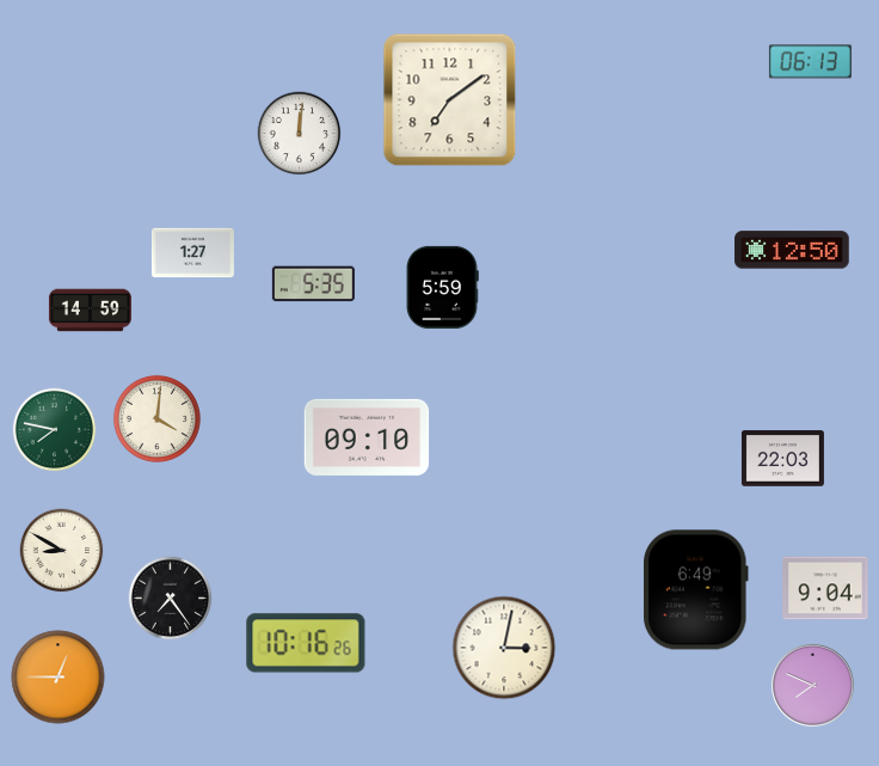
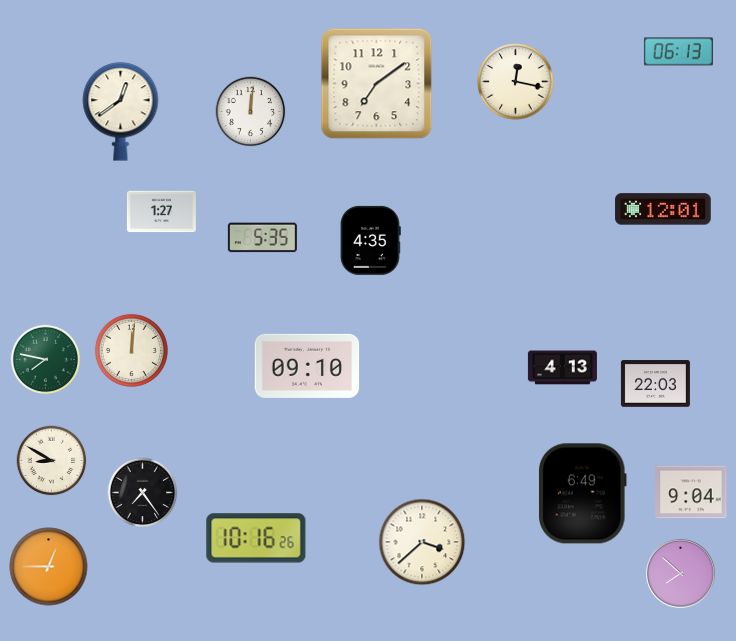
clock at (516, 82): none -> 12:17
clock at (121, 112): none -> 12:39
clock at (792, 250): 12:50 -> 12:01
clock at (443, 287): 5:59 -> 4:35
clock at (90, 311): 14:59 -> none
clock at (156, 418): 4:01 -> 12:01
clock at (562, 368): none -> 4:13
clock at (171, 599) position: (171, 599) -> (143, 493)
clock at (504, 648): 3:02 -> 3:38
clock at (813, 686): 7:49 -> 7:52
